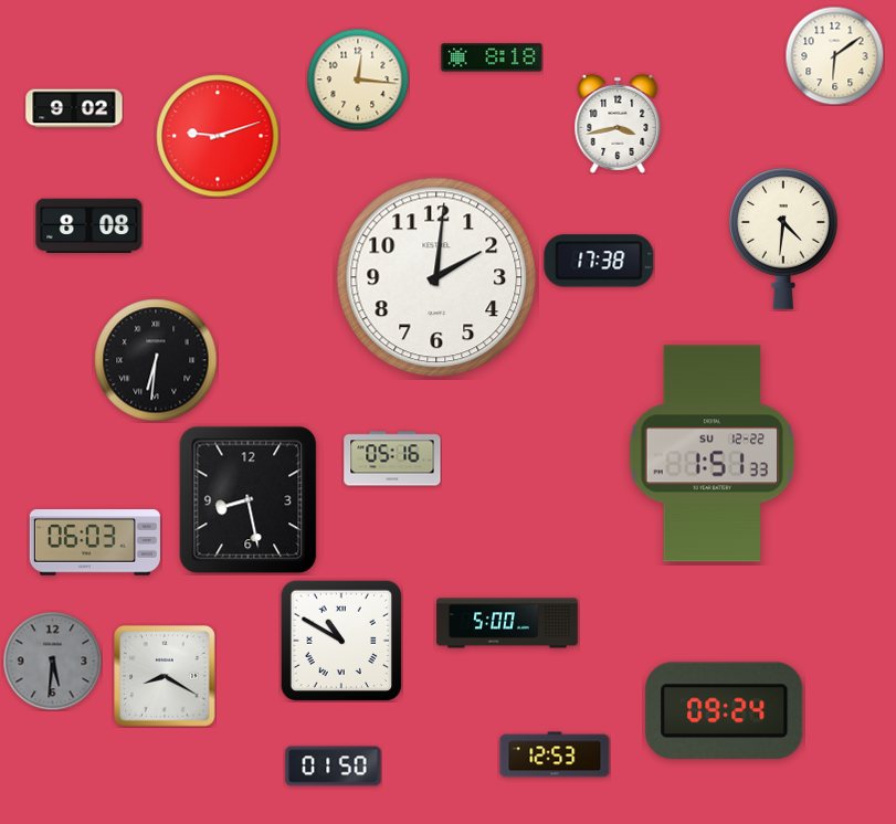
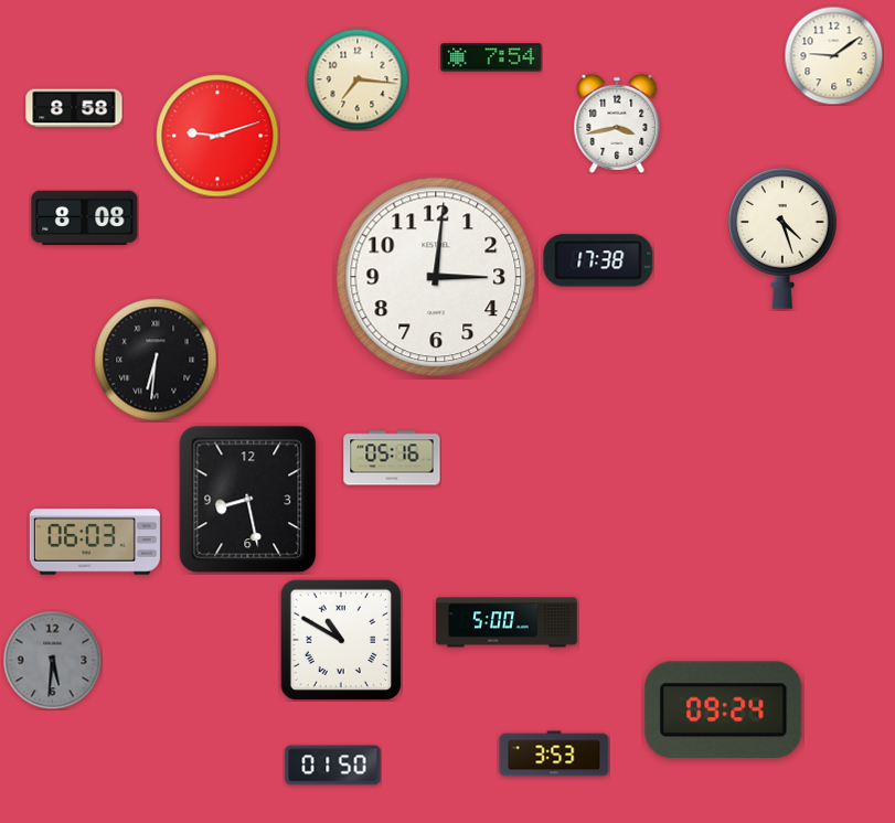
clock at (834, 55): 6:09 -> 9:09
clock at (492, 57): 8:18 -> 7:54
clock at (358, 80): 12:16 -> 7:16
clock at (74, 108): 9:02 -> 8:58
clock at (89, 226) position: (89, 226) -> (85, 218)
clock at (784, 239): 4:31 -> 4:27
clock at (436, 277): 2:01 -> 3:01
clock at (713, 454): 1:51 -> none
clock at (165, 676): 8:20 -> none
clock at (555, 754): 12:53 -> 3:53
